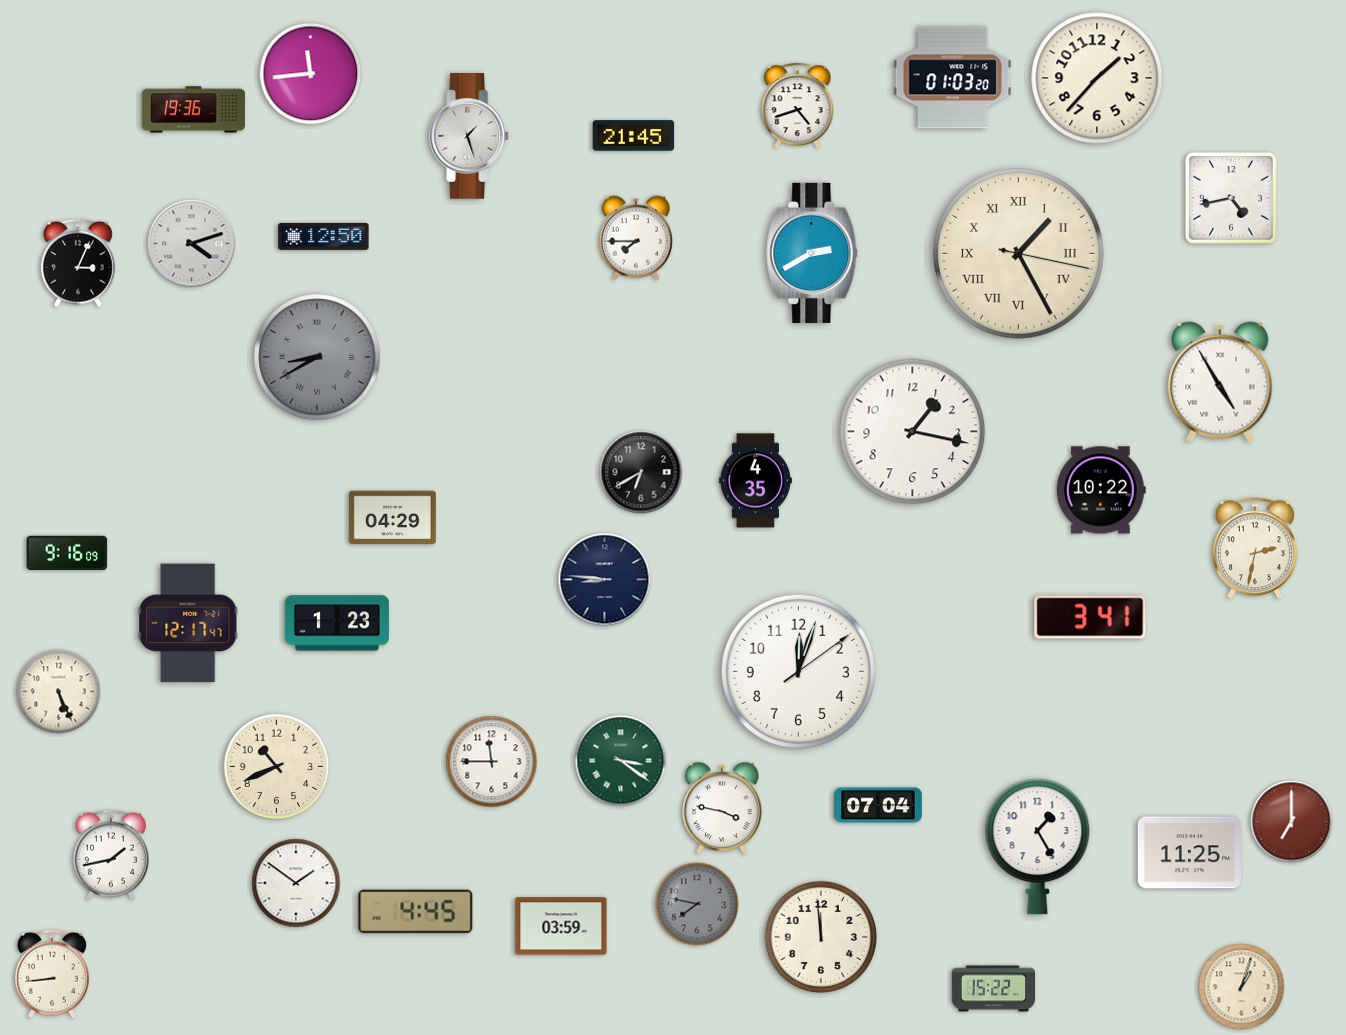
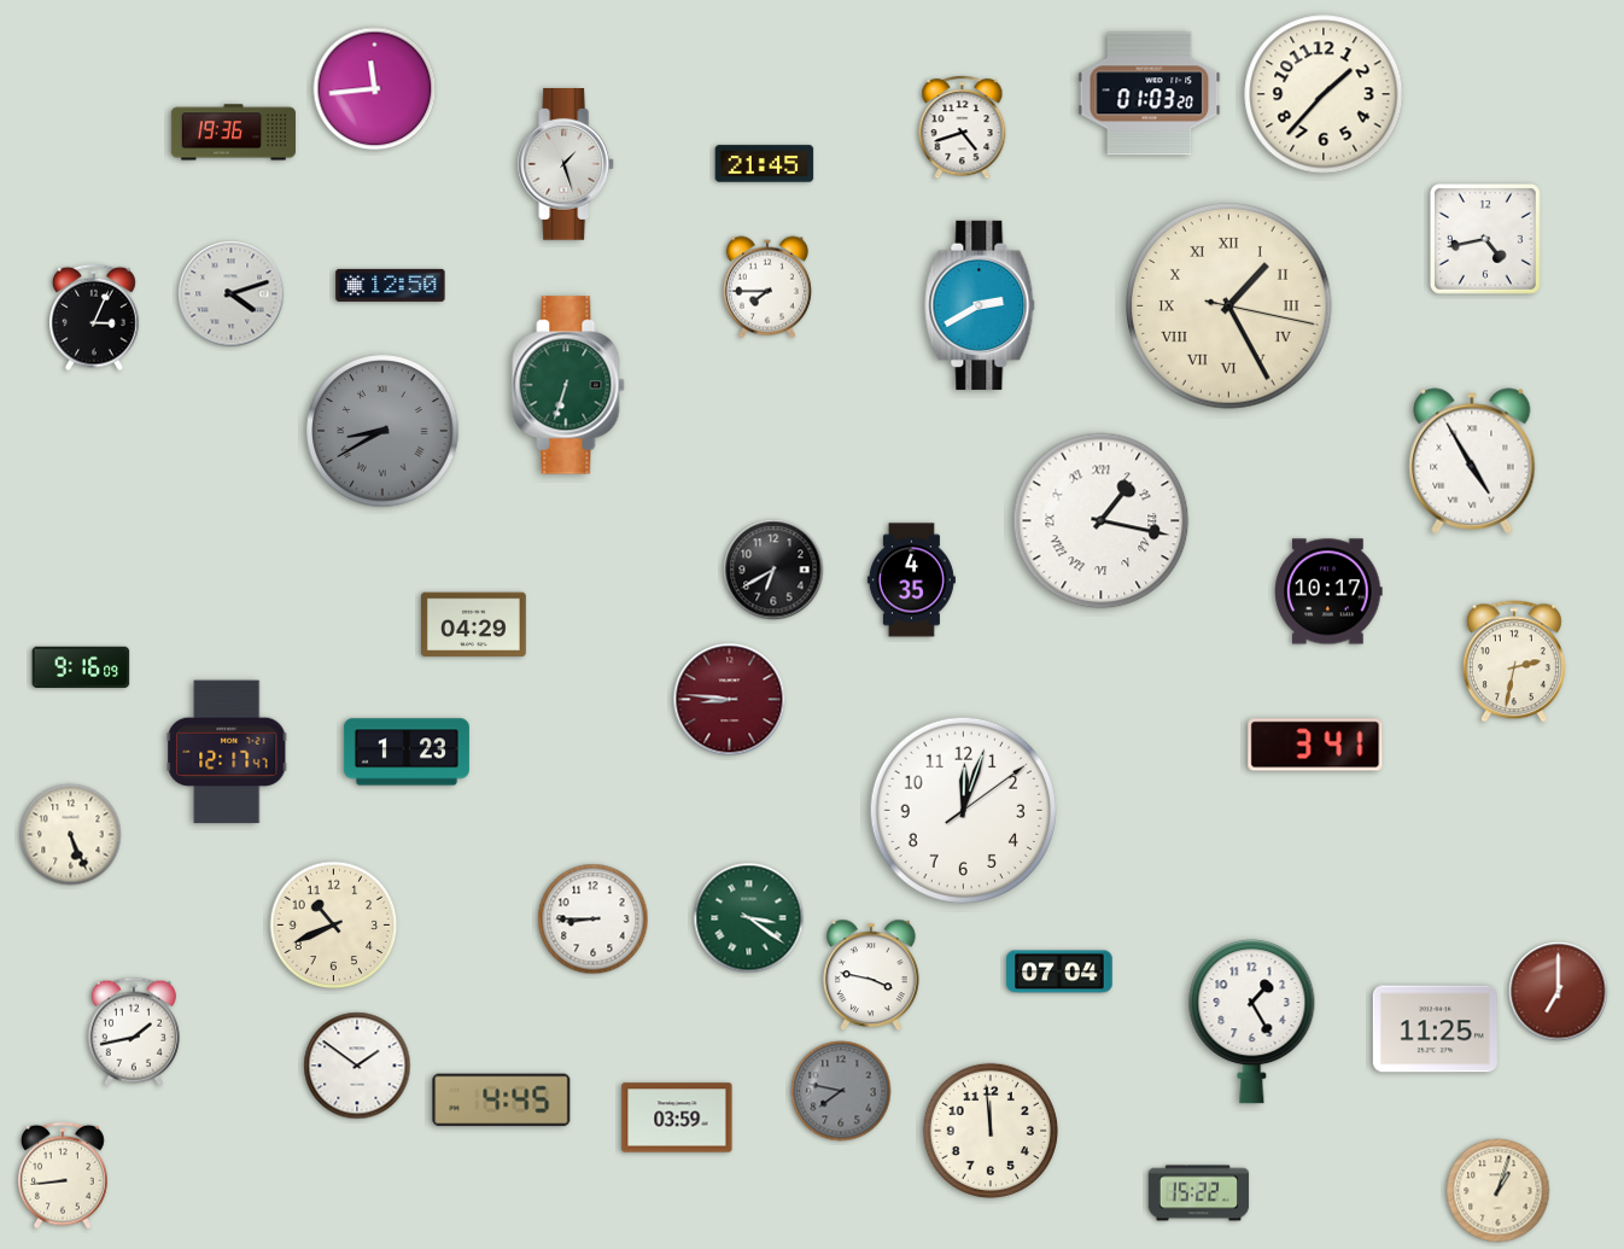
clock at (568, 385): none -> 6:33
clock at (913, 432) numerals: Arabic -> Roman
clock at (1101, 490): 10:22 -> 10:17
clock at (605, 580) dial: navy -> burgundy
clock at (492, 762): 11:45 -> 8:45
